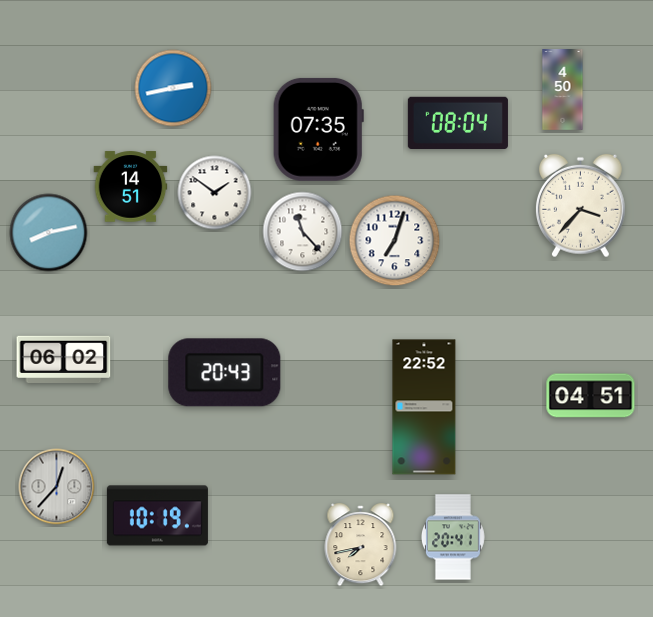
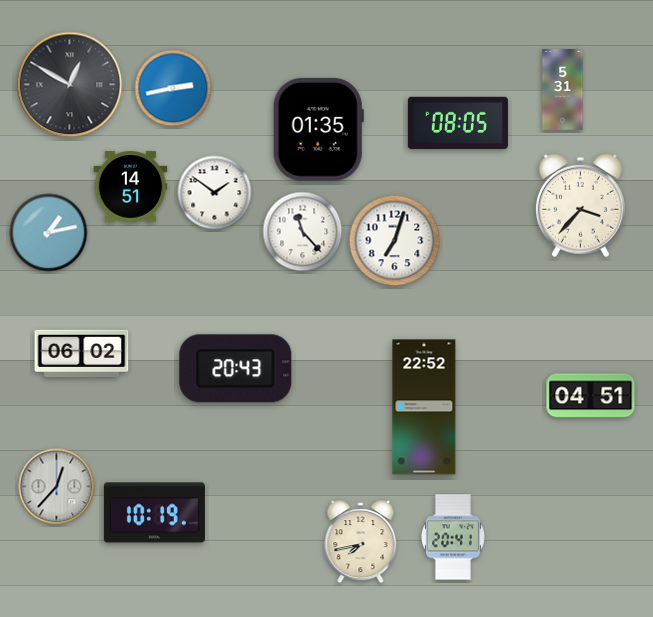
clock at (70, 85): none -> 12:50
clock at (563, 90): 4:50 -> 5:31
clock at (458, 122): 08:04 -> 08:05
clock at (318, 129): 07:35 -> 01:35
clock at (49, 233): 8:13 -> 1:13
clock at (64, 360) position: (64, 360) -> (82, 354)
clock at (225, 373) position: (225, 373) -> (236, 369)
clock at (157, 516) position: (157, 516) -> (154, 513)
clock at (361, 545) position: (361, 545) -> (361, 542)
